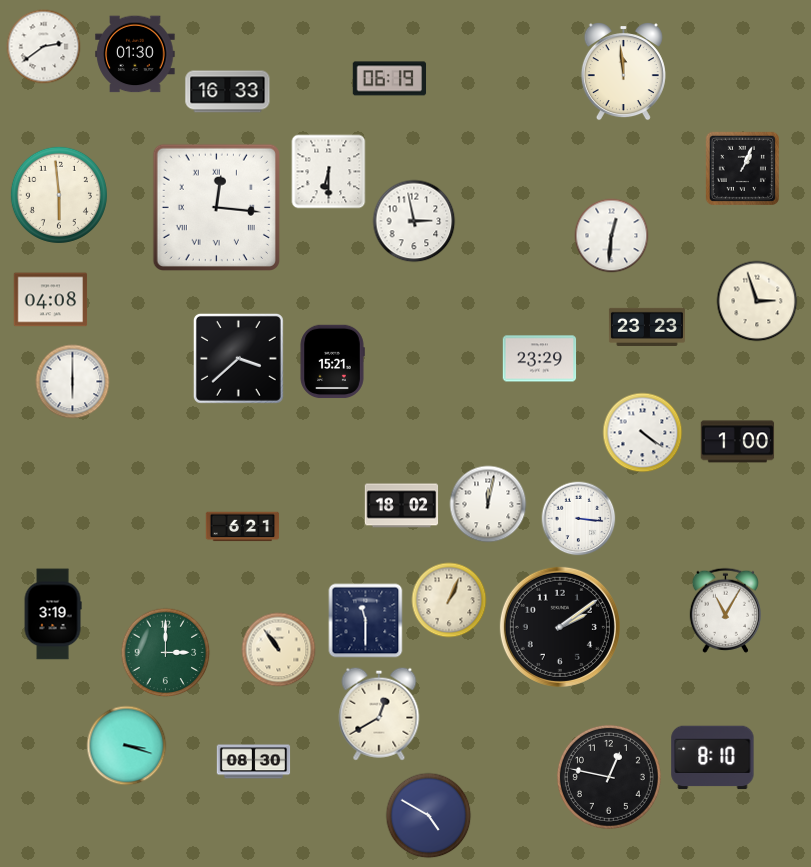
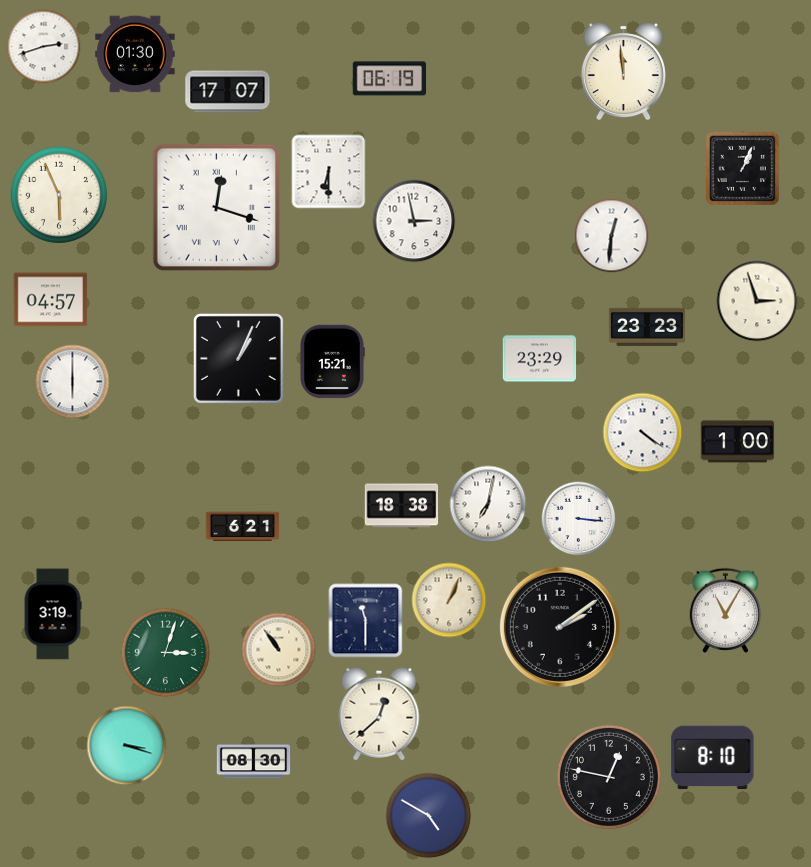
clock at (44, 47): 2:39 -> 2:42
clock at (228, 92): 16:33 -> 17:07
clock at (59, 195): 5:59 -> 5:56
clock at (216, 207): 12:16 -> 12:18
clock at (51, 300): 04:08 -> 04:57
clock at (238, 358): 3:38 -> 1:04
clock at (488, 504): 12:02 -> 7:02
clock at (402, 506): 18:02 -> 18:38
clock at (166, 653): 3:00 -> 3:03
clock at (379, 714): 12:40 -> 12:38
